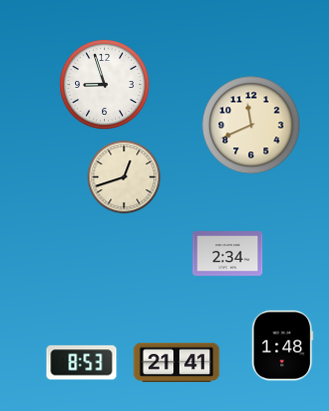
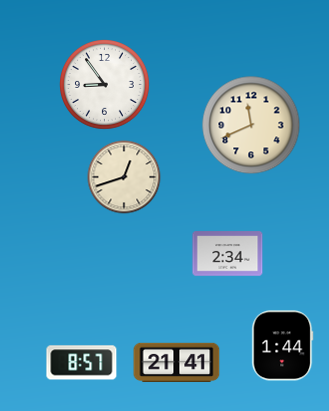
clock at (105, 85): 8:57 -> 8:54
clock at (283, 346): 1:48 -> 1:44
clock at (82, 363): 8:53 -> 8:57
